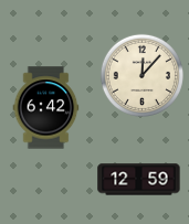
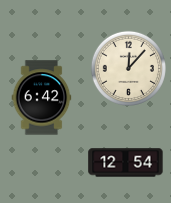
clock at (139, 180): 12:59 -> 12:54
